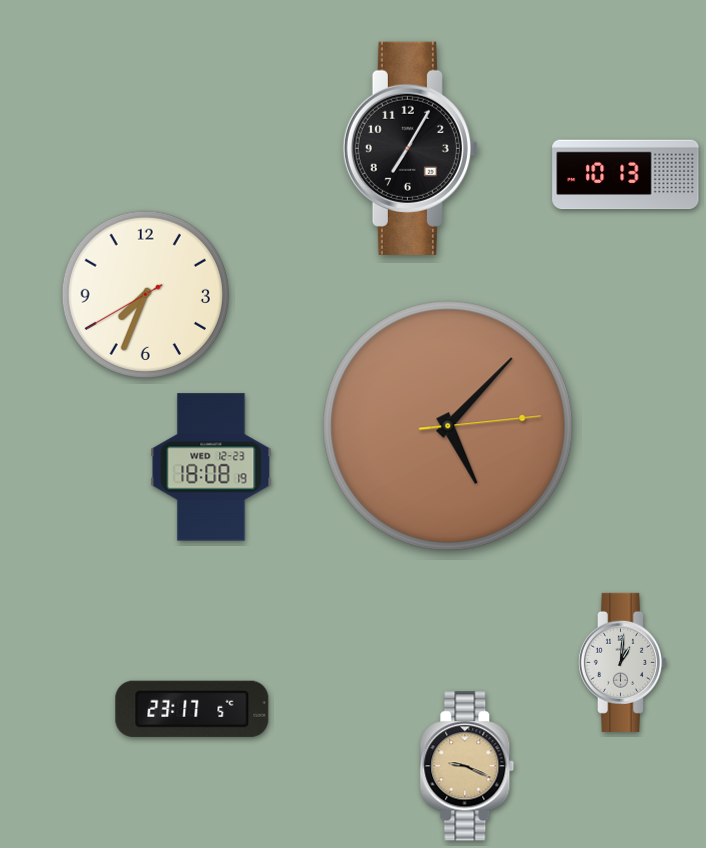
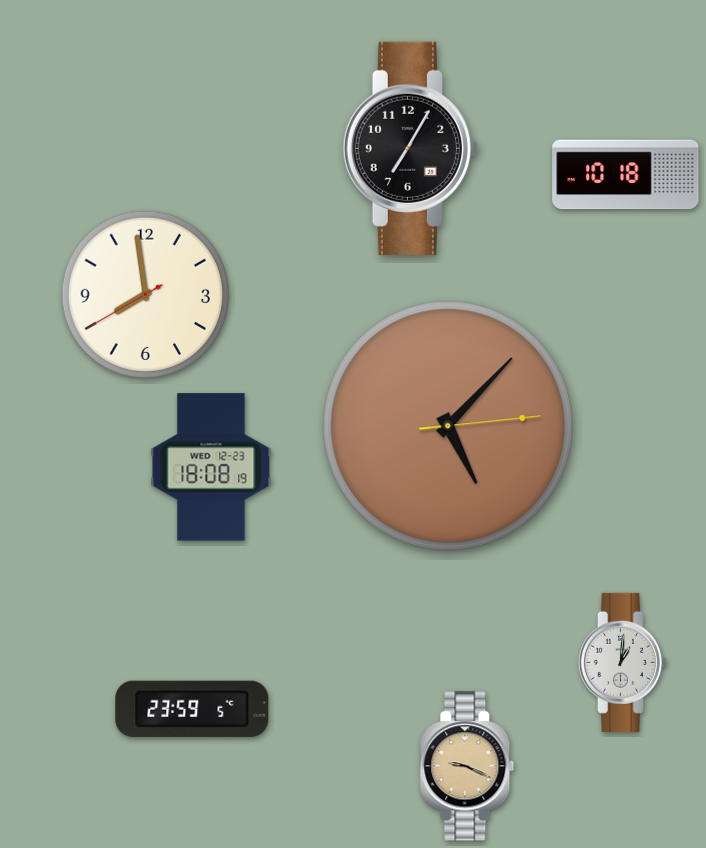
clock at (626, 175): 10:13 -> 10:18
clock at (145, 294): 7:33 -> 7:58
clock at (192, 709): 23:17 -> 23:59
